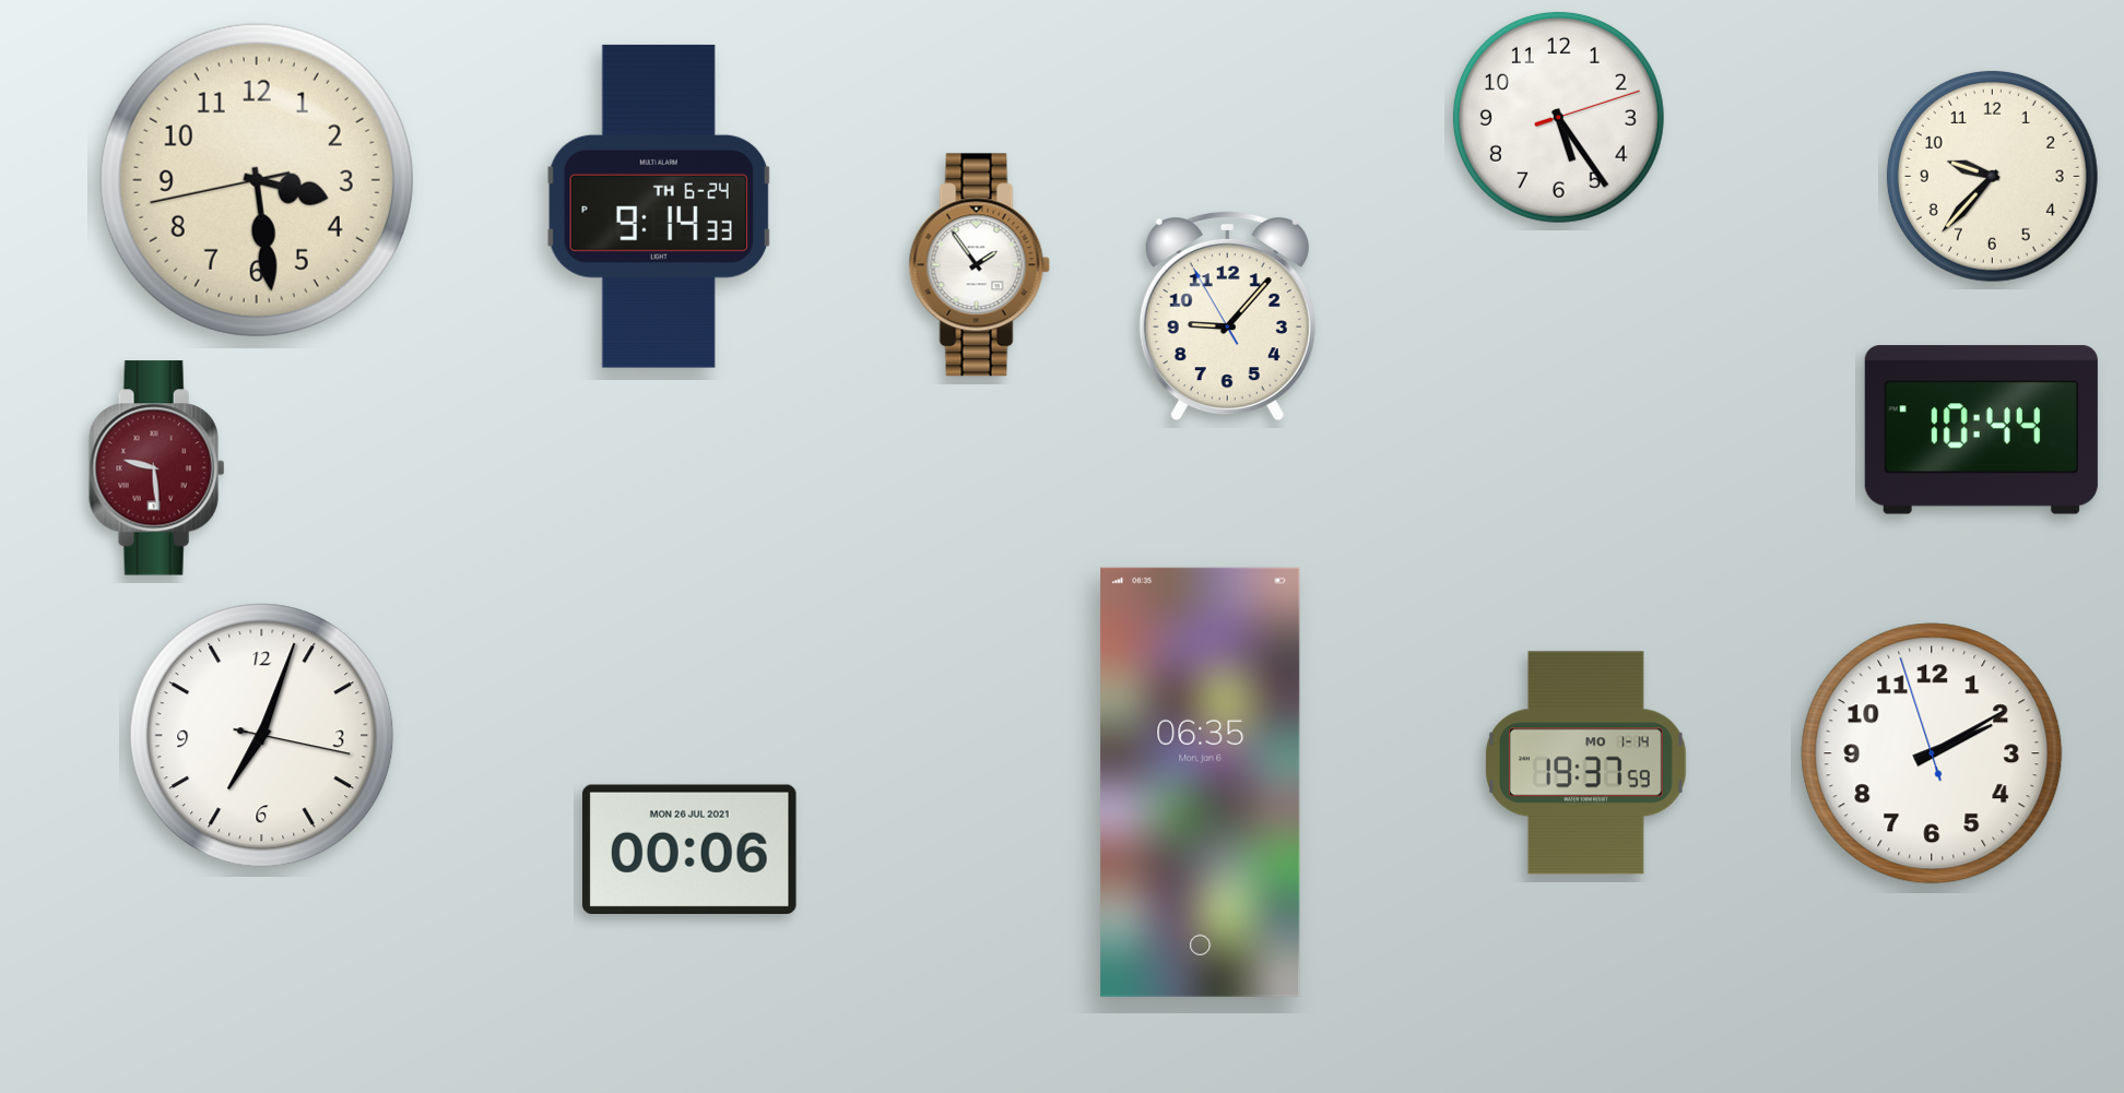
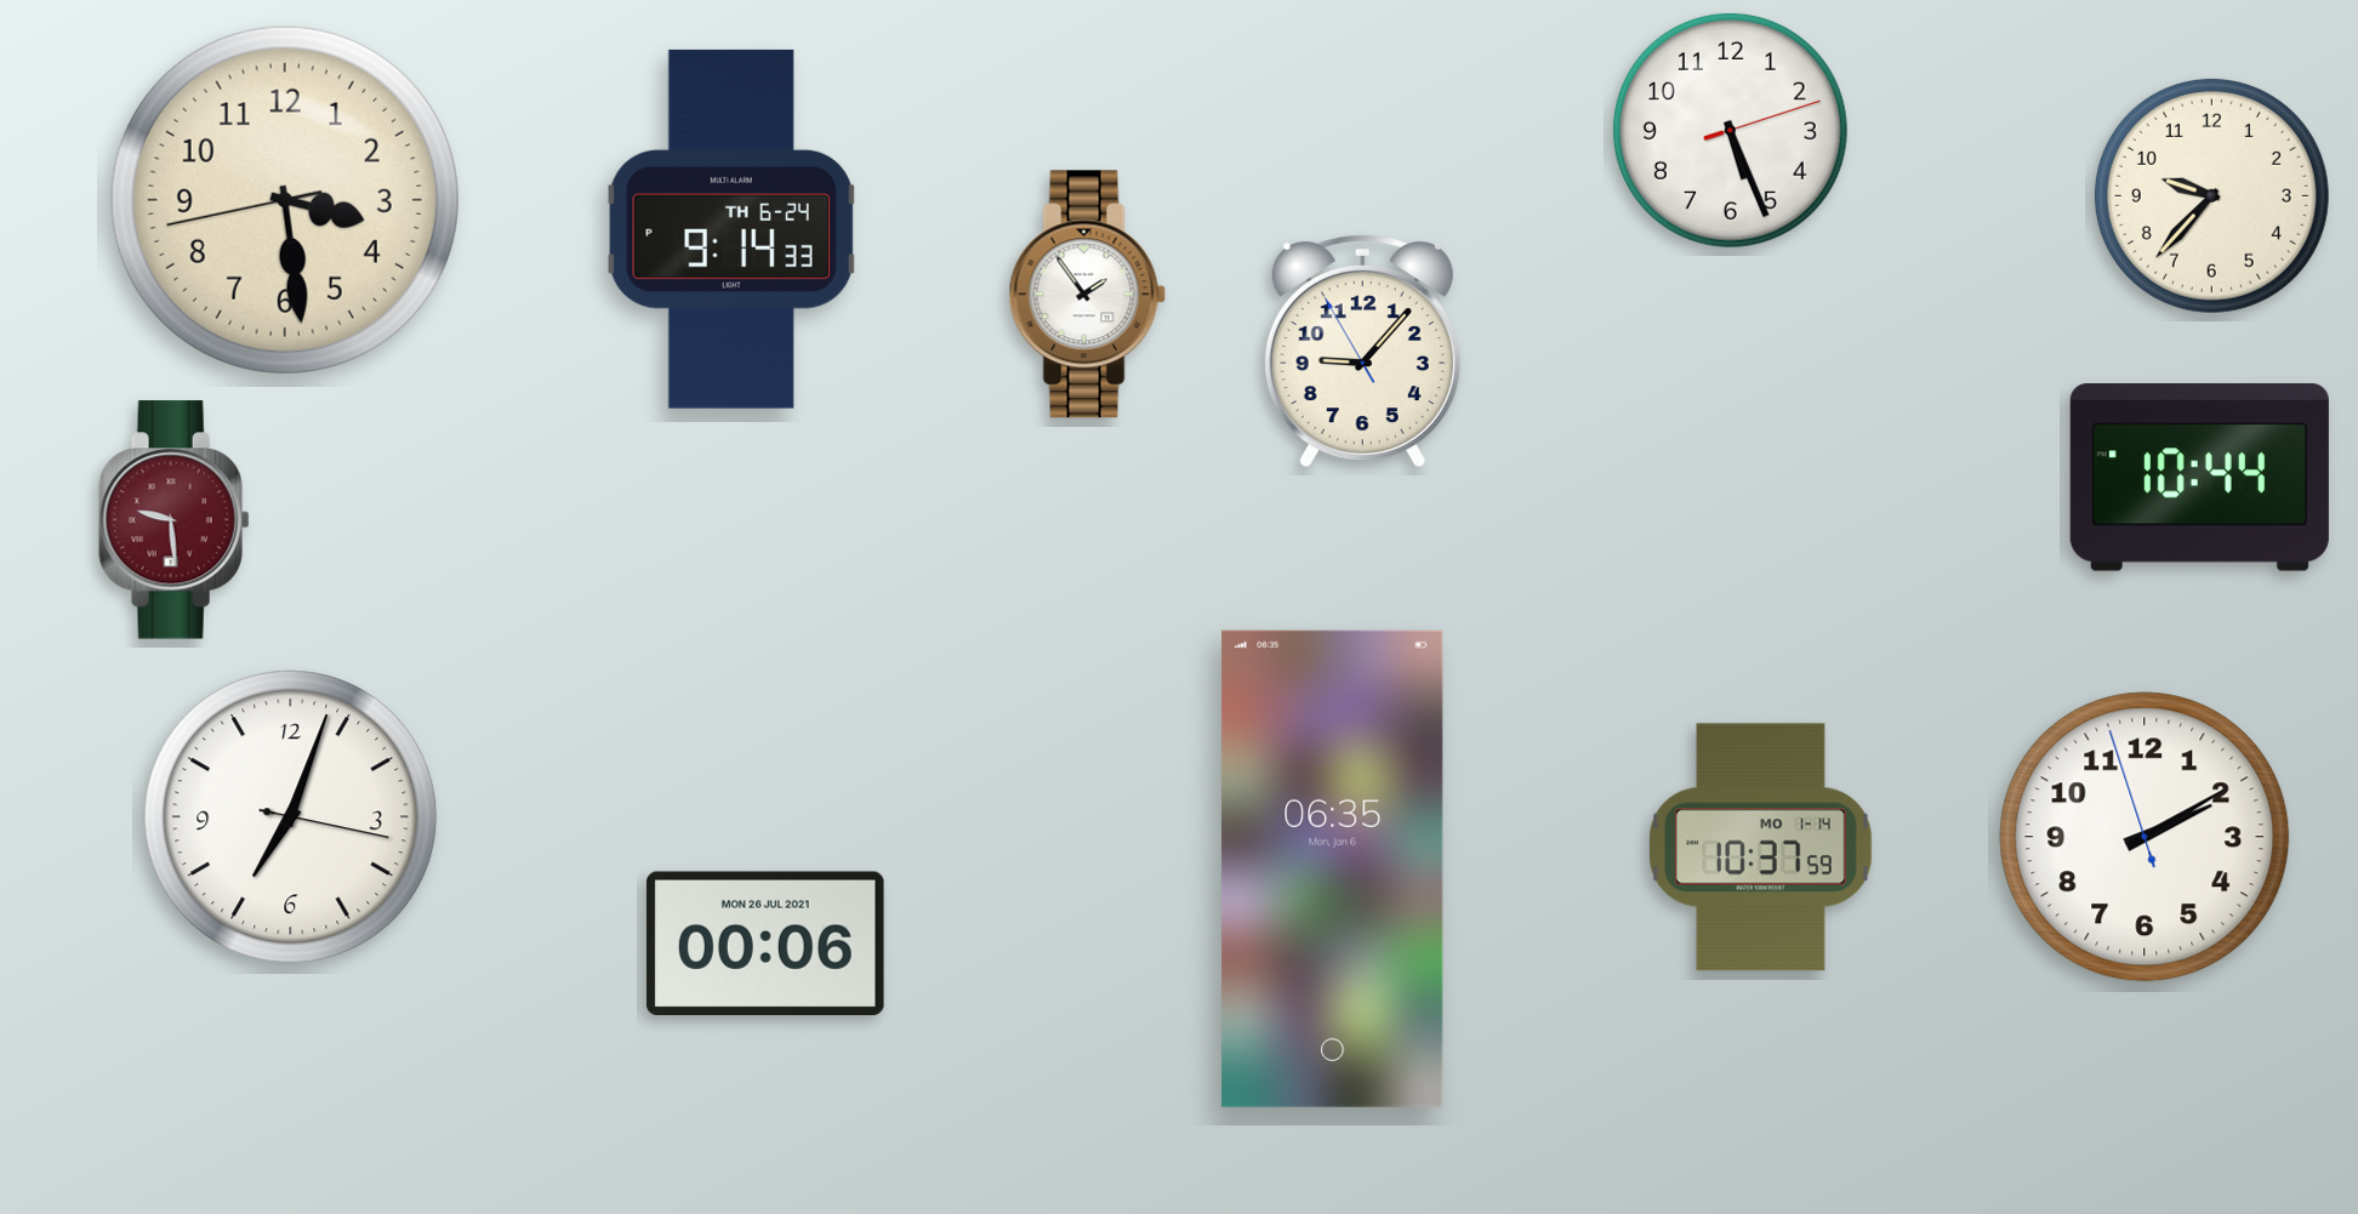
clock at (1558, 117): 5:24 -> 5:26
clock at (1585, 763): 19:37 -> 10:37
